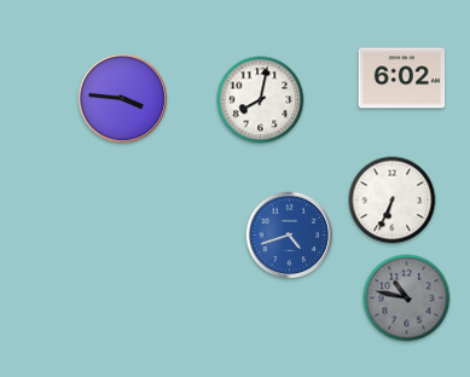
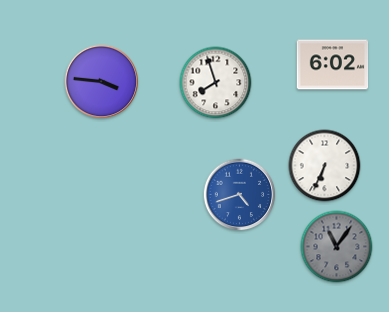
clock at (261, 100): 8:02 -> 7:57
clock at (407, 298): 10:47 -> 11:06
